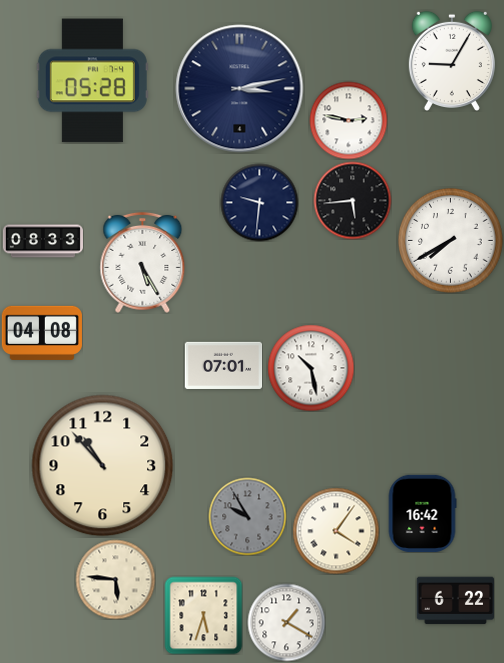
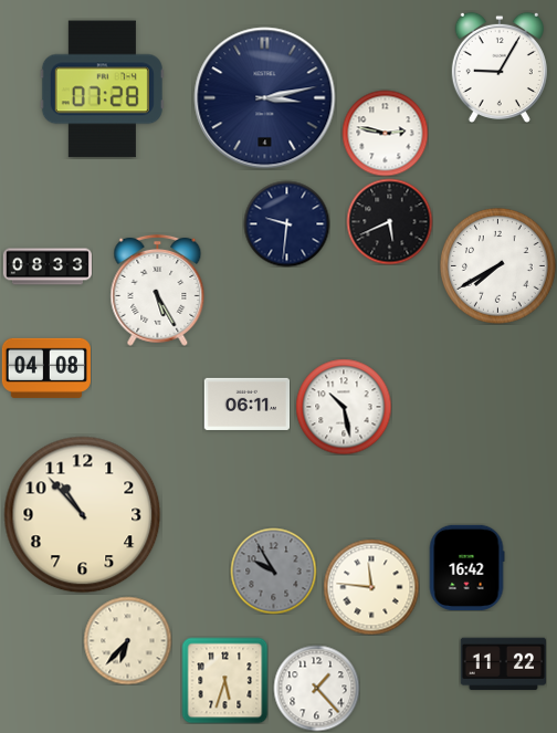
clock at (92, 81): 05:28 -> 07:28
clock at (352, 200): 5:44 -> 5:41
clock at (223, 365): 07:01 -> 06:11
clock at (103, 466) position: (103, 466) -> (83, 515)
clock at (336, 531): 4:06 -> 11:46
clock at (115, 579): 5:46 -> 6:37
clock at (455, 601): 6:22 -> 11:22
clock at (286, 622): 1:20 -> 1:23
